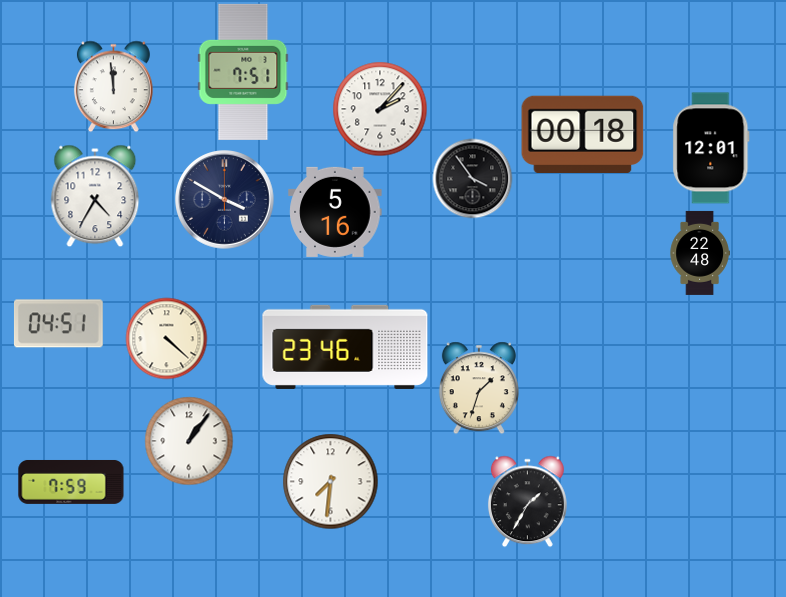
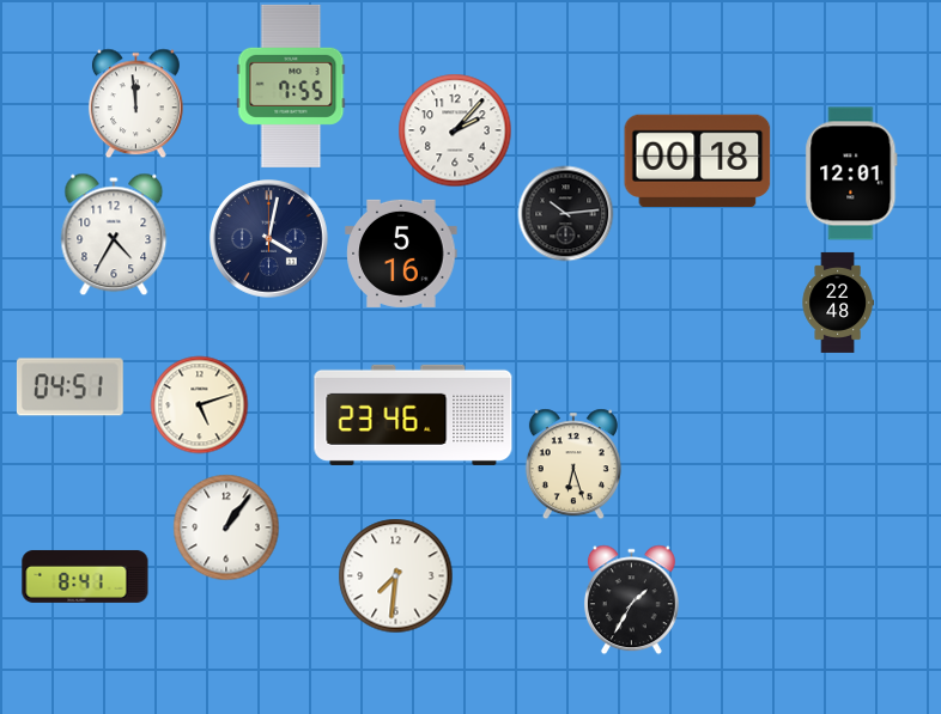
clock at (243, 72): 7:51 -> 7:55
clock at (711, 148) position: (711, 148) -> (851, 173)
clock at (472, 178): 3:54 -> 10:14
clock at (225, 200): 3:50 -> 4:02
clock at (166, 338): 4:22 -> 5:12
clock at (479, 388): 1:33 -> 6:27
clock at (71, 482): 7:59 -> 8:41
